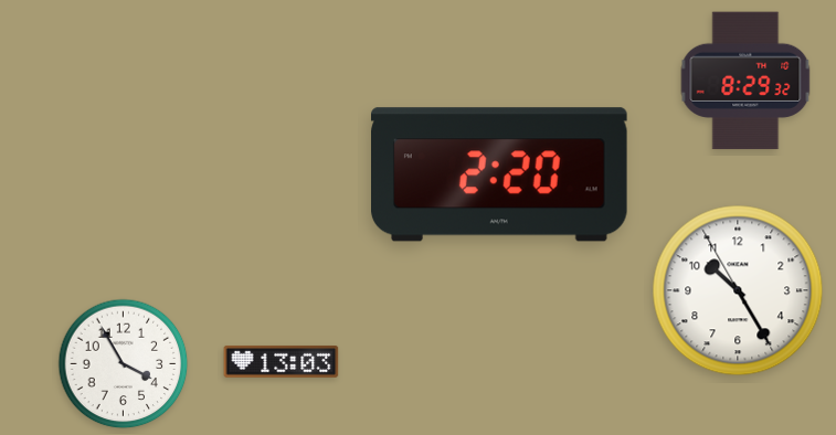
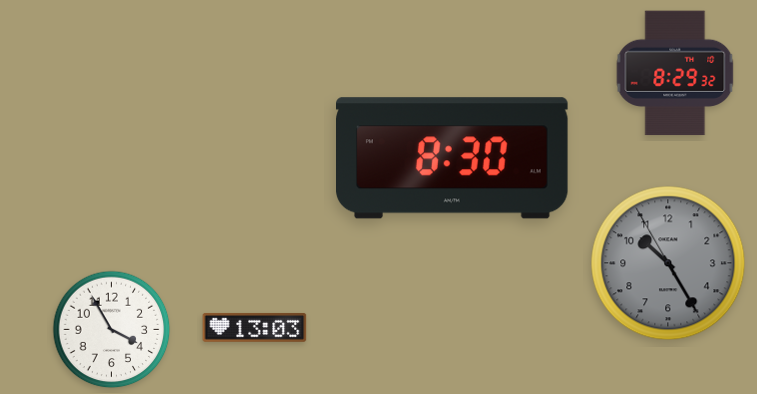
clock at (500, 174): 2:20 -> 8:30
clock at (738, 290) dial: white -> grey
